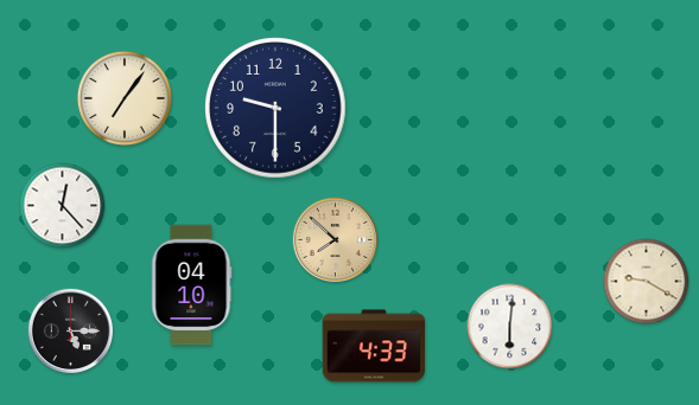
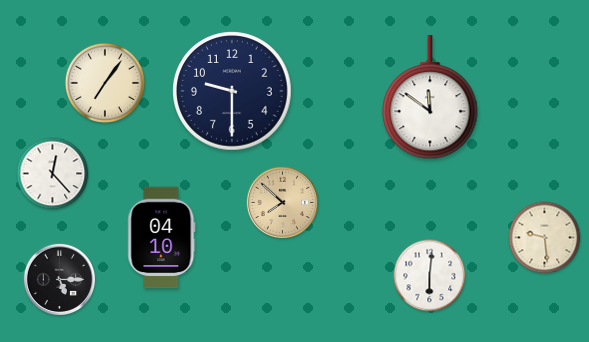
clock at (430, 98): none -> 11:51
clock at (647, 282): 9:20 -> 9:29
clock at (192, 285) position: (192, 285) -> (162, 238)
clock at (374, 346): 4:33 -> none
